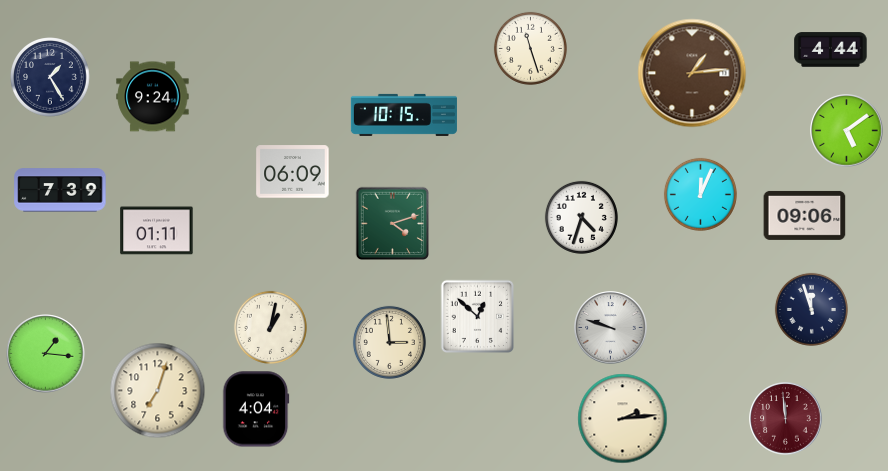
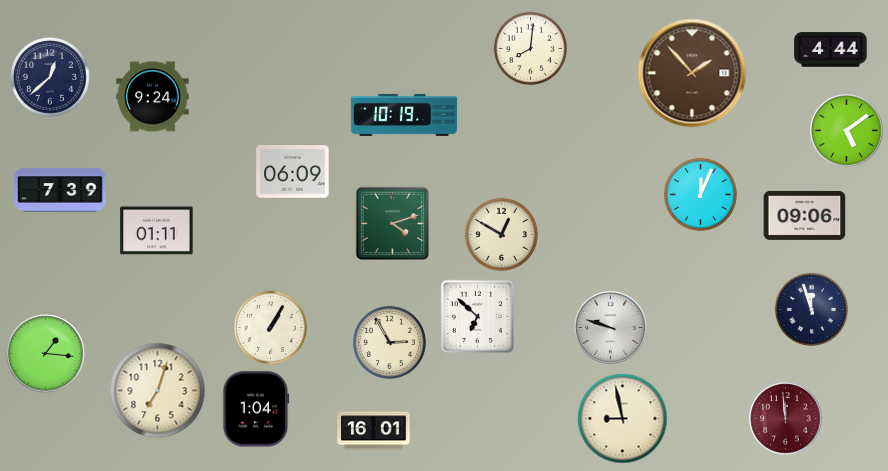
clock at (530, 48): 11:27 -> 8:01
clock at (692, 73): 1:14 -> 1:53
clock at (50, 77): 1:25 -> 12:38
clock at (404, 115): 10:15 -> 10:19
clock at (581, 217): 4:33 -> none
clock at (501, 234): none -> 12:50
clock at (477, 316): 12:52 -> 6:52
clock at (270, 327): 1:02 -> 1:05
clock at (389, 342): 2:59 -> 2:55
clock at (256, 409): 4:04 -> 1:04
clock at (623, 419): 2:14 -> 8:58
clock at (374, 431): none -> 16:01
